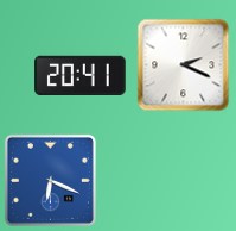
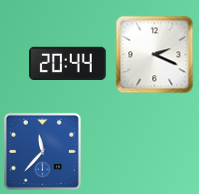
clock at (81, 75): 20:41 -> 20:44
clock at (50, 180): 6:19 -> 11:37
